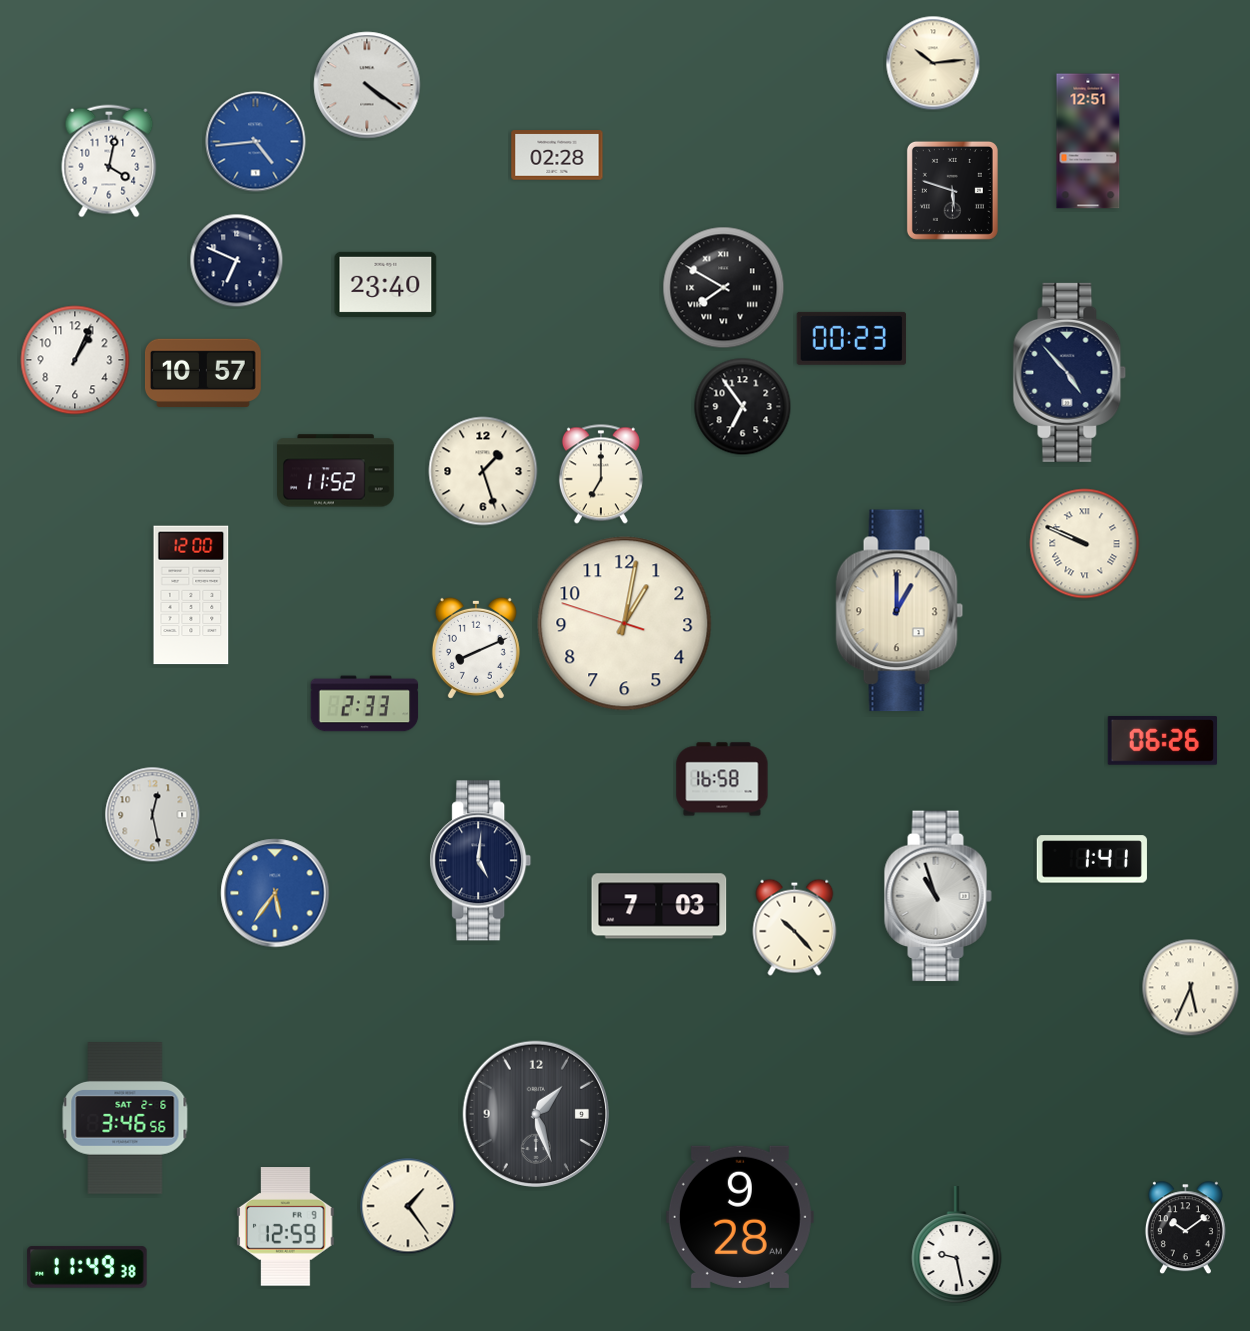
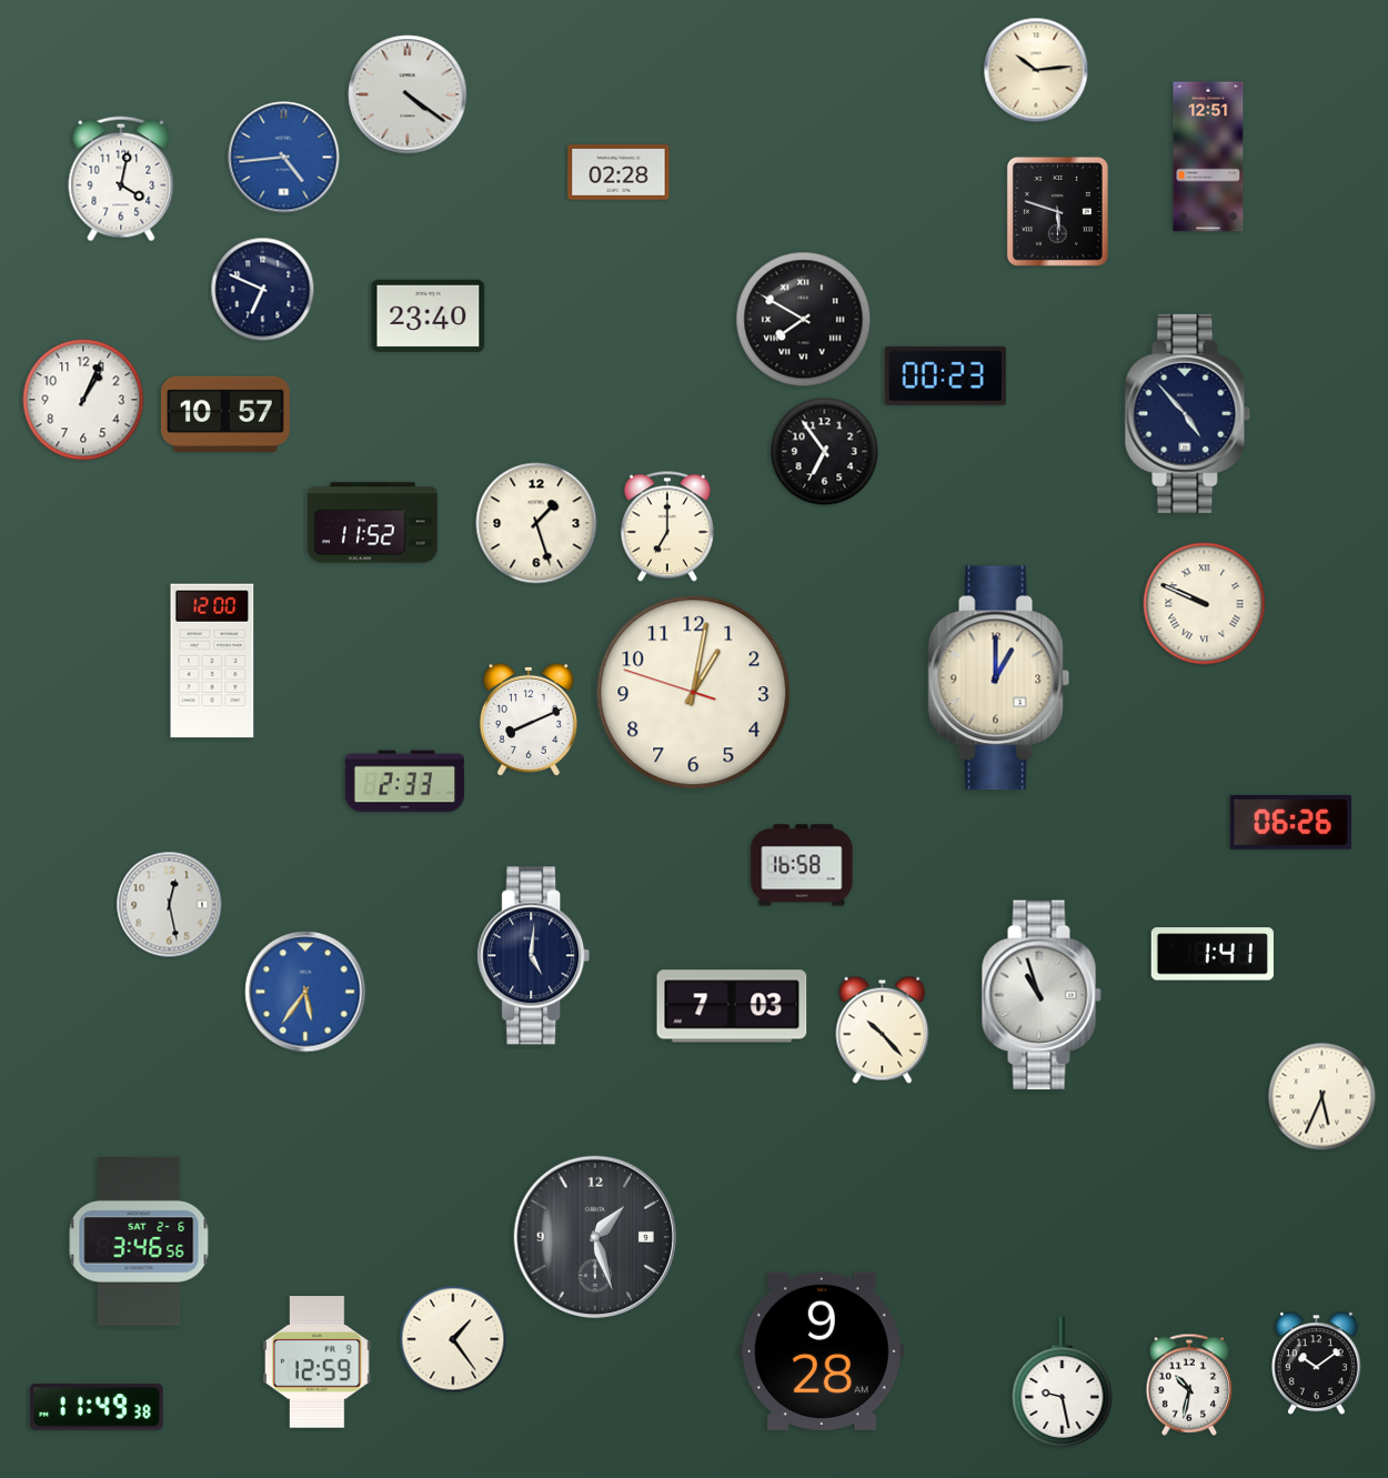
clock at (1188, 1385): none -> 10:32
